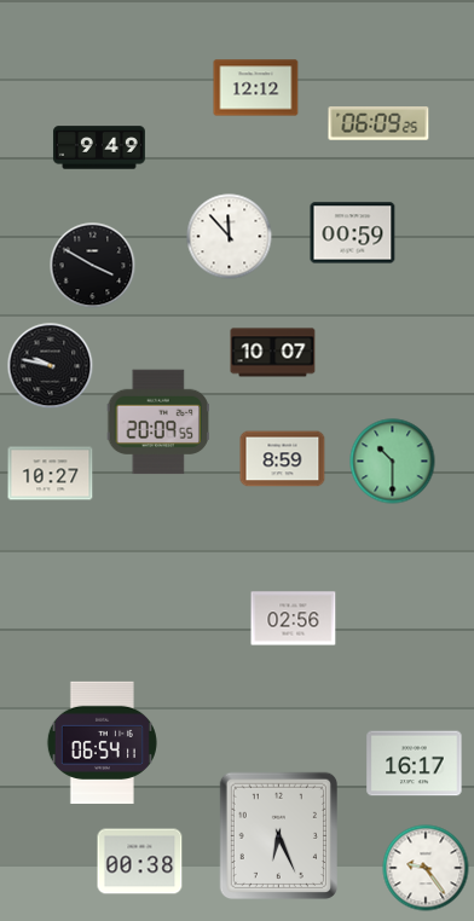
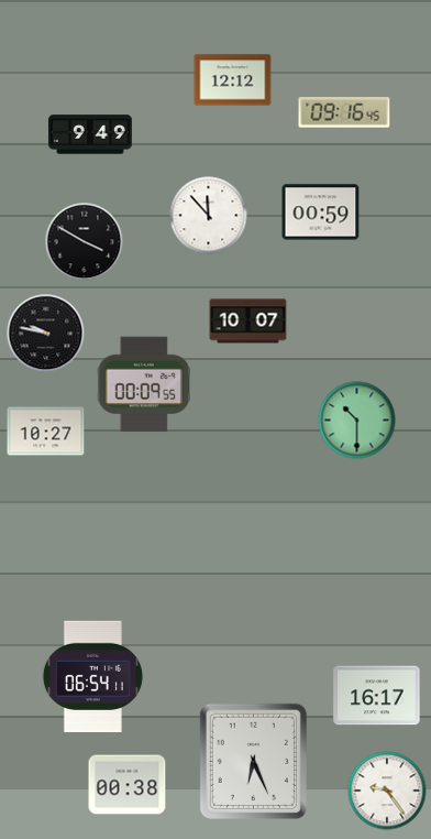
clock at (378, 123): 06:09 -> 09:16
clock at (158, 422): 20:09 -> 00:09
clock at (283, 459): 8:59 -> none
clock at (294, 619): 02:56 -> none
